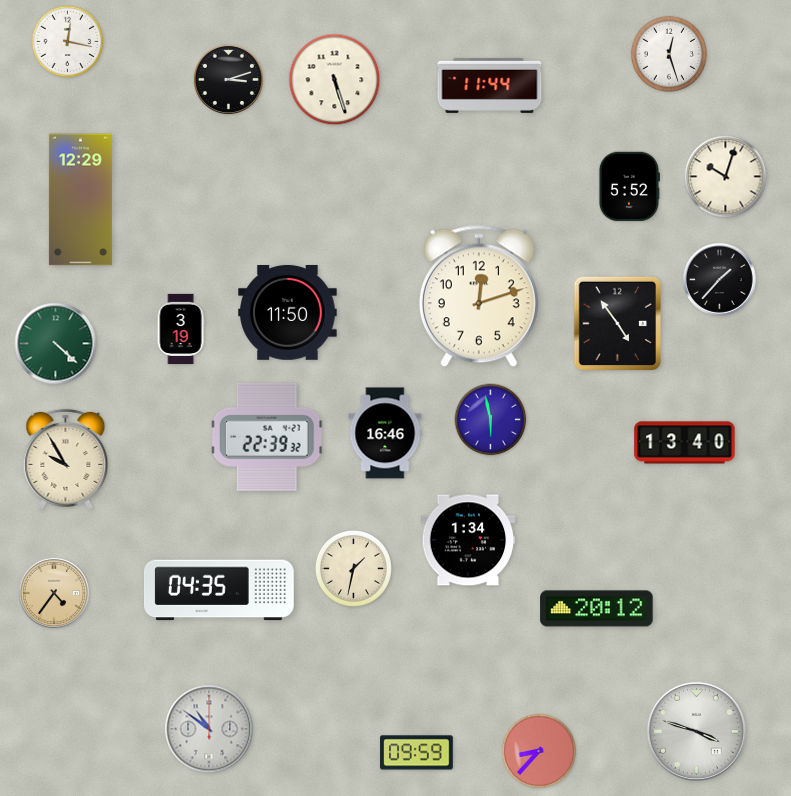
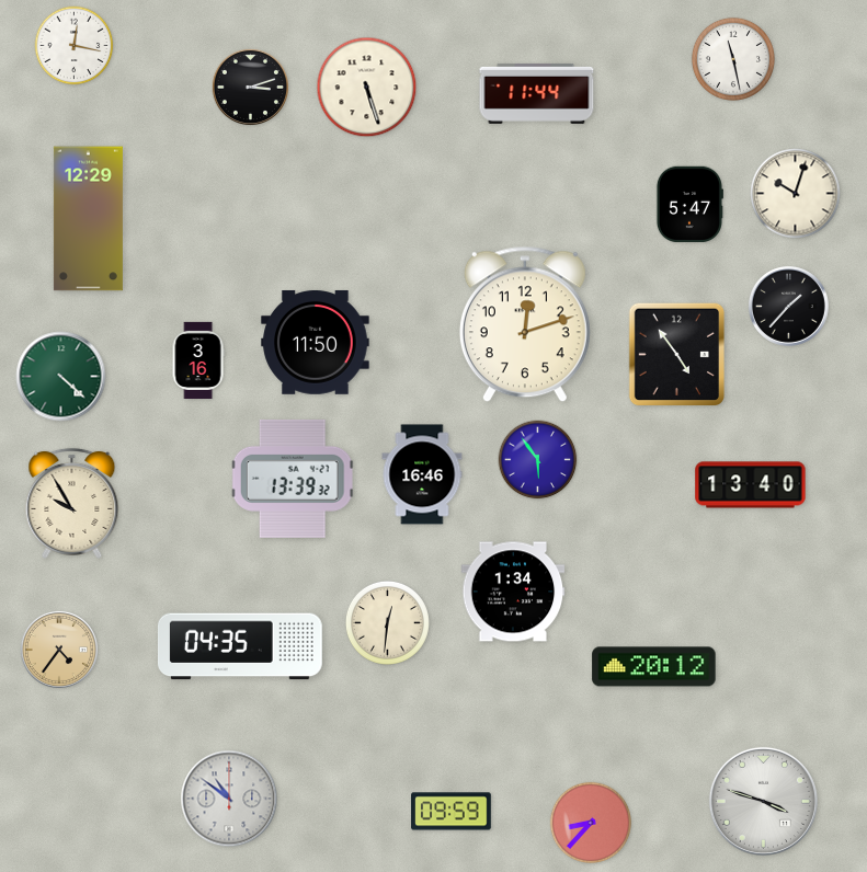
clock at (669, 54): 12:27 -> 11:28
clock at (629, 187): 5:52 -> 5:47
clock at (181, 328): 3:19 -> 3:16
clock at (491, 420): 5:58 -> 5:54
clock at (267, 437): 22:39 -> 13:39
clock at (353, 568): 1:32 -> 12:31
clock at (417, 753) position: (417, 753) -> (452, 812)
